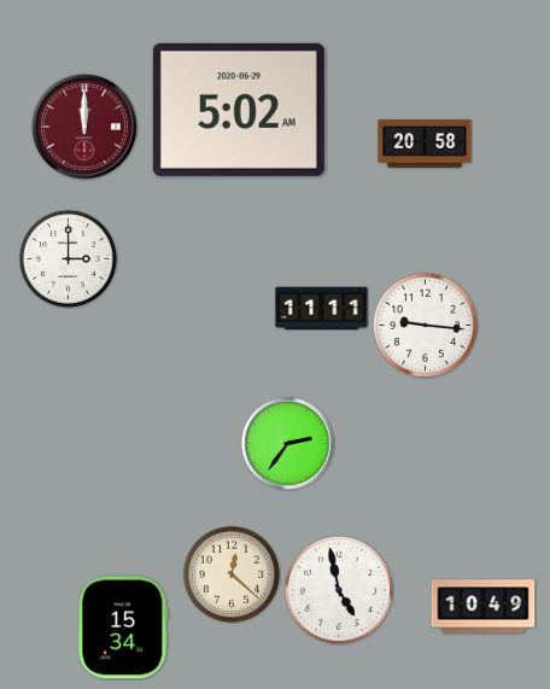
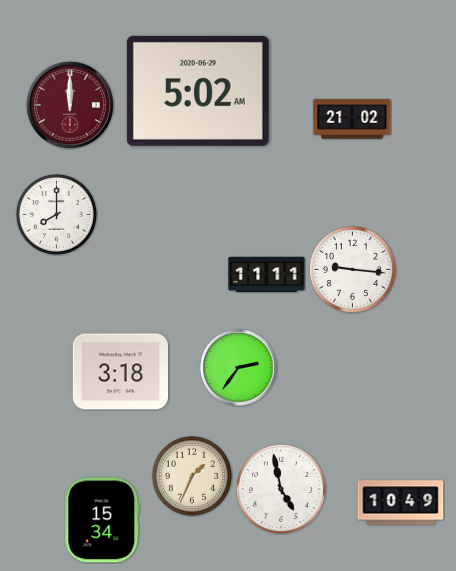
clock at (425, 144): 20:58 -> 21:02
clock at (68, 258): 3:00 -> 8:00
clock at (322, 309) position: (322, 309) -> (267, 275)
clock at (120, 372): none -> 3:18
clock at (232, 574): 12:22 -> 1:34
